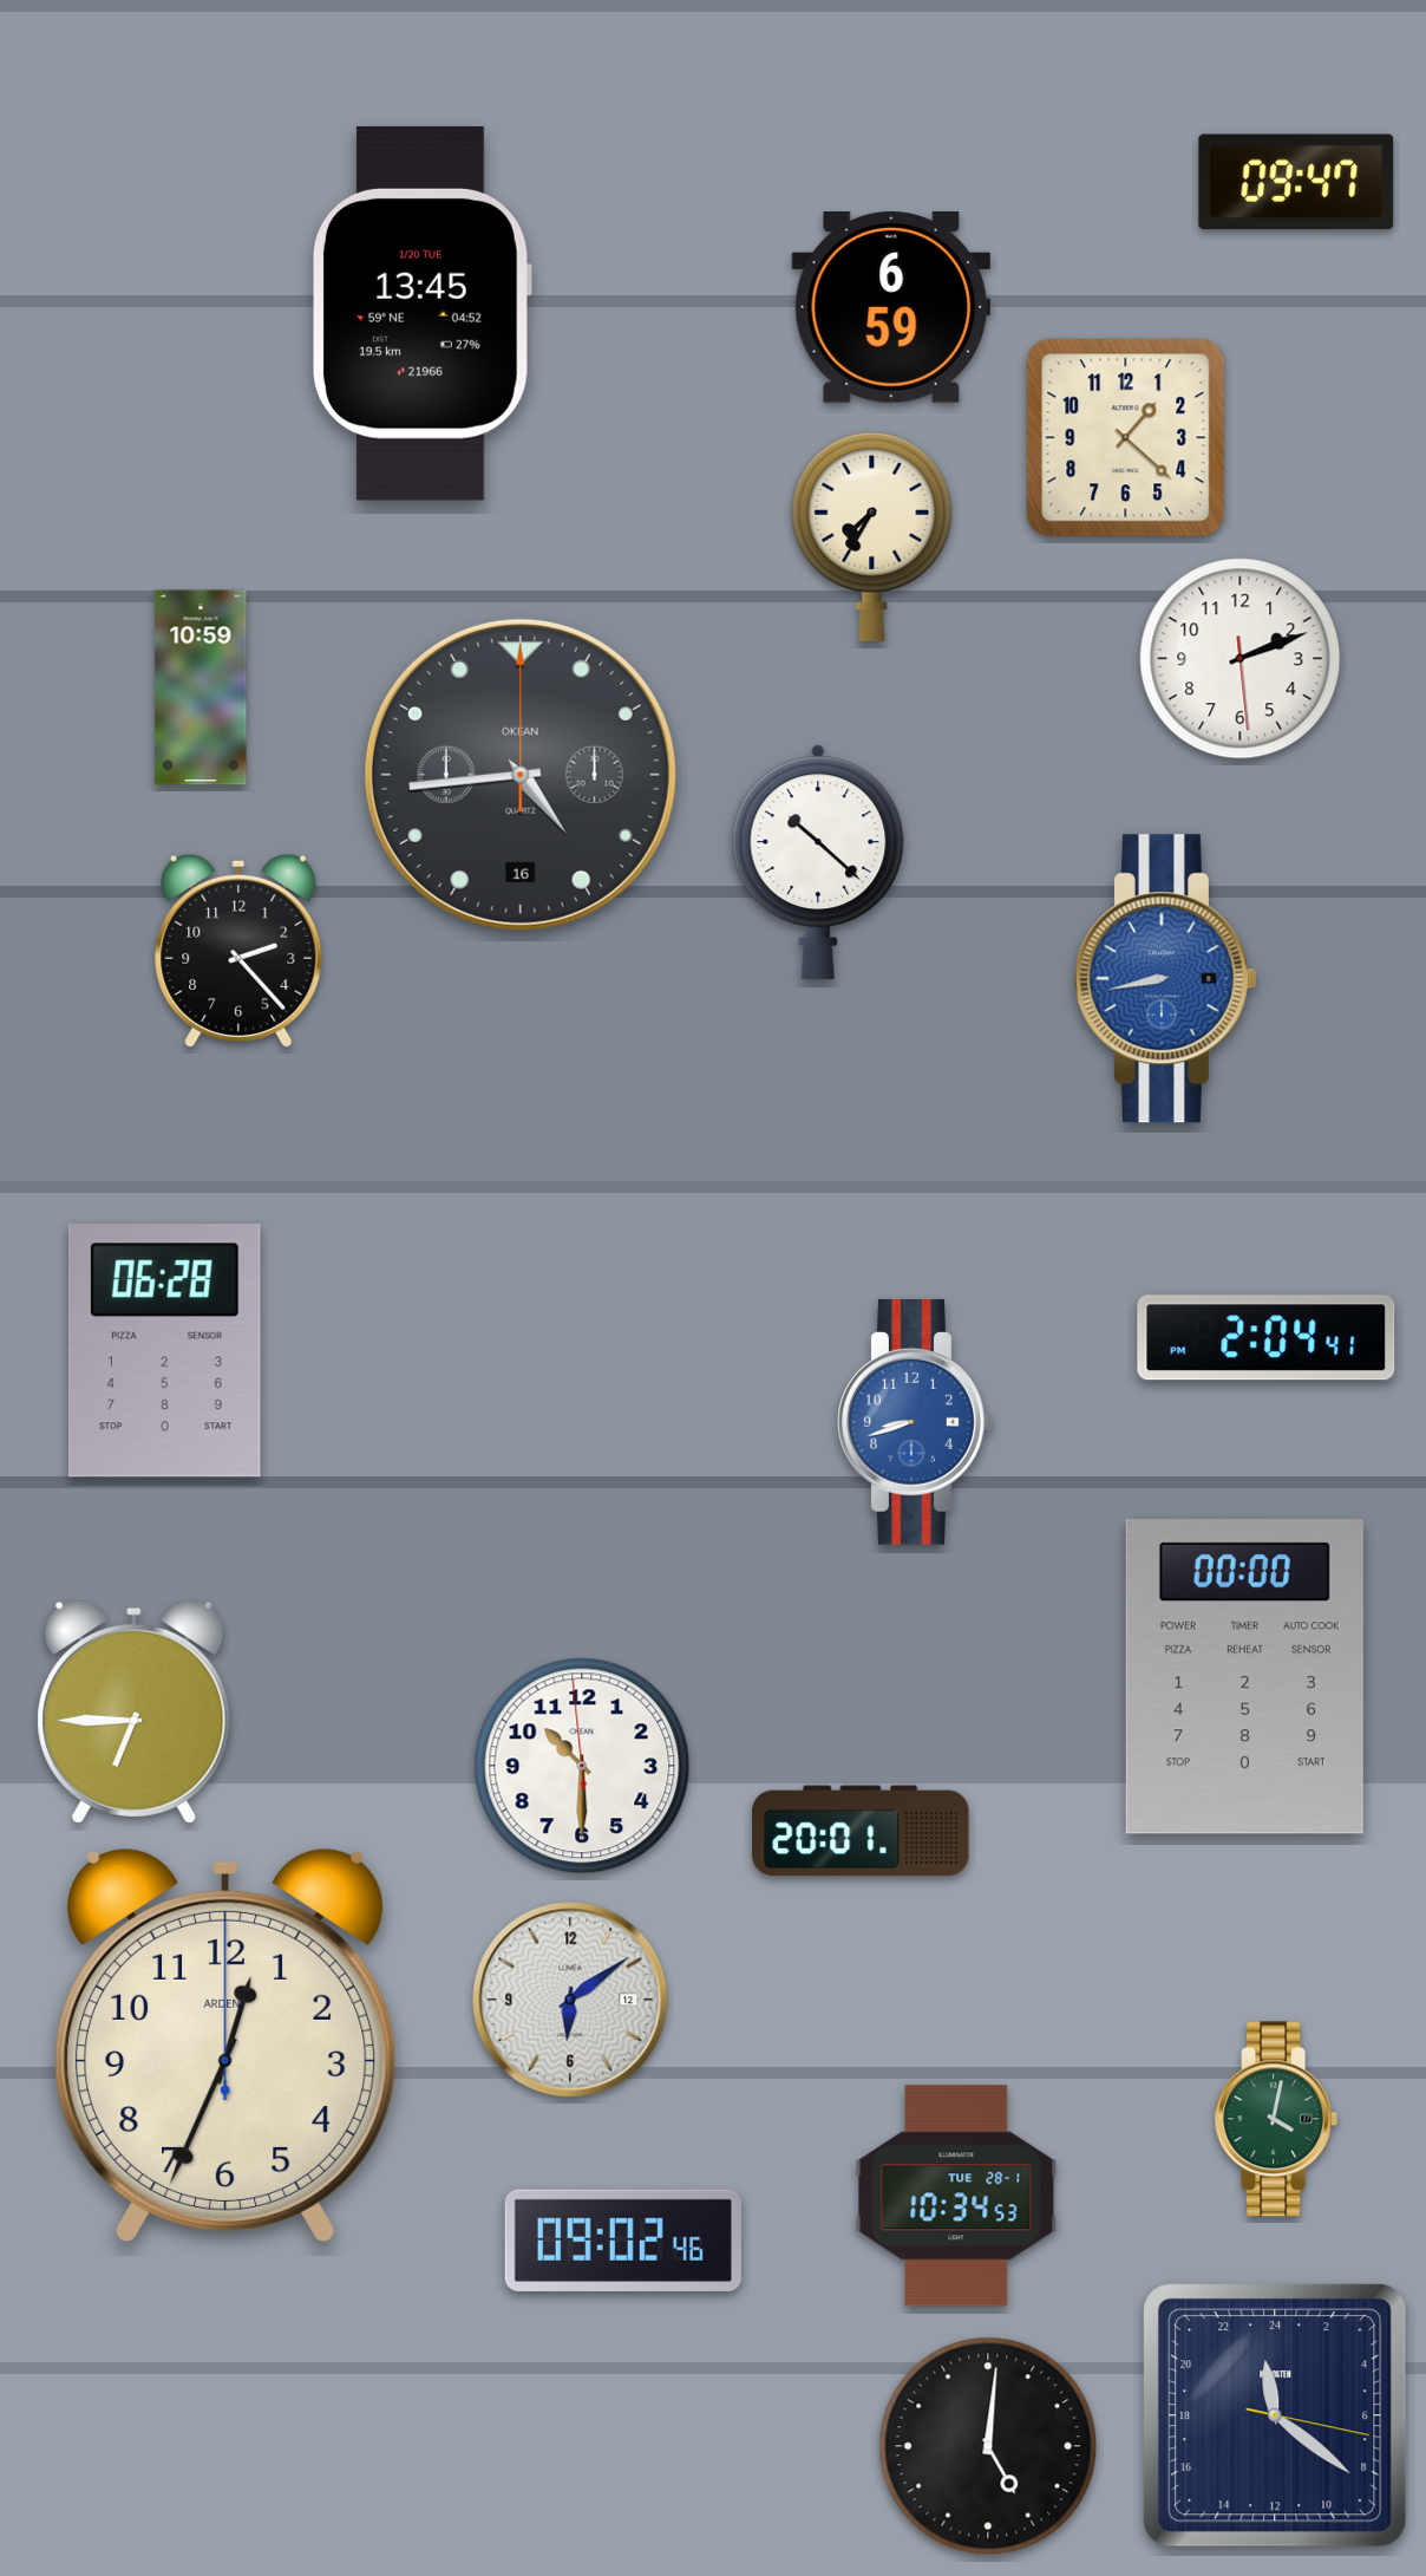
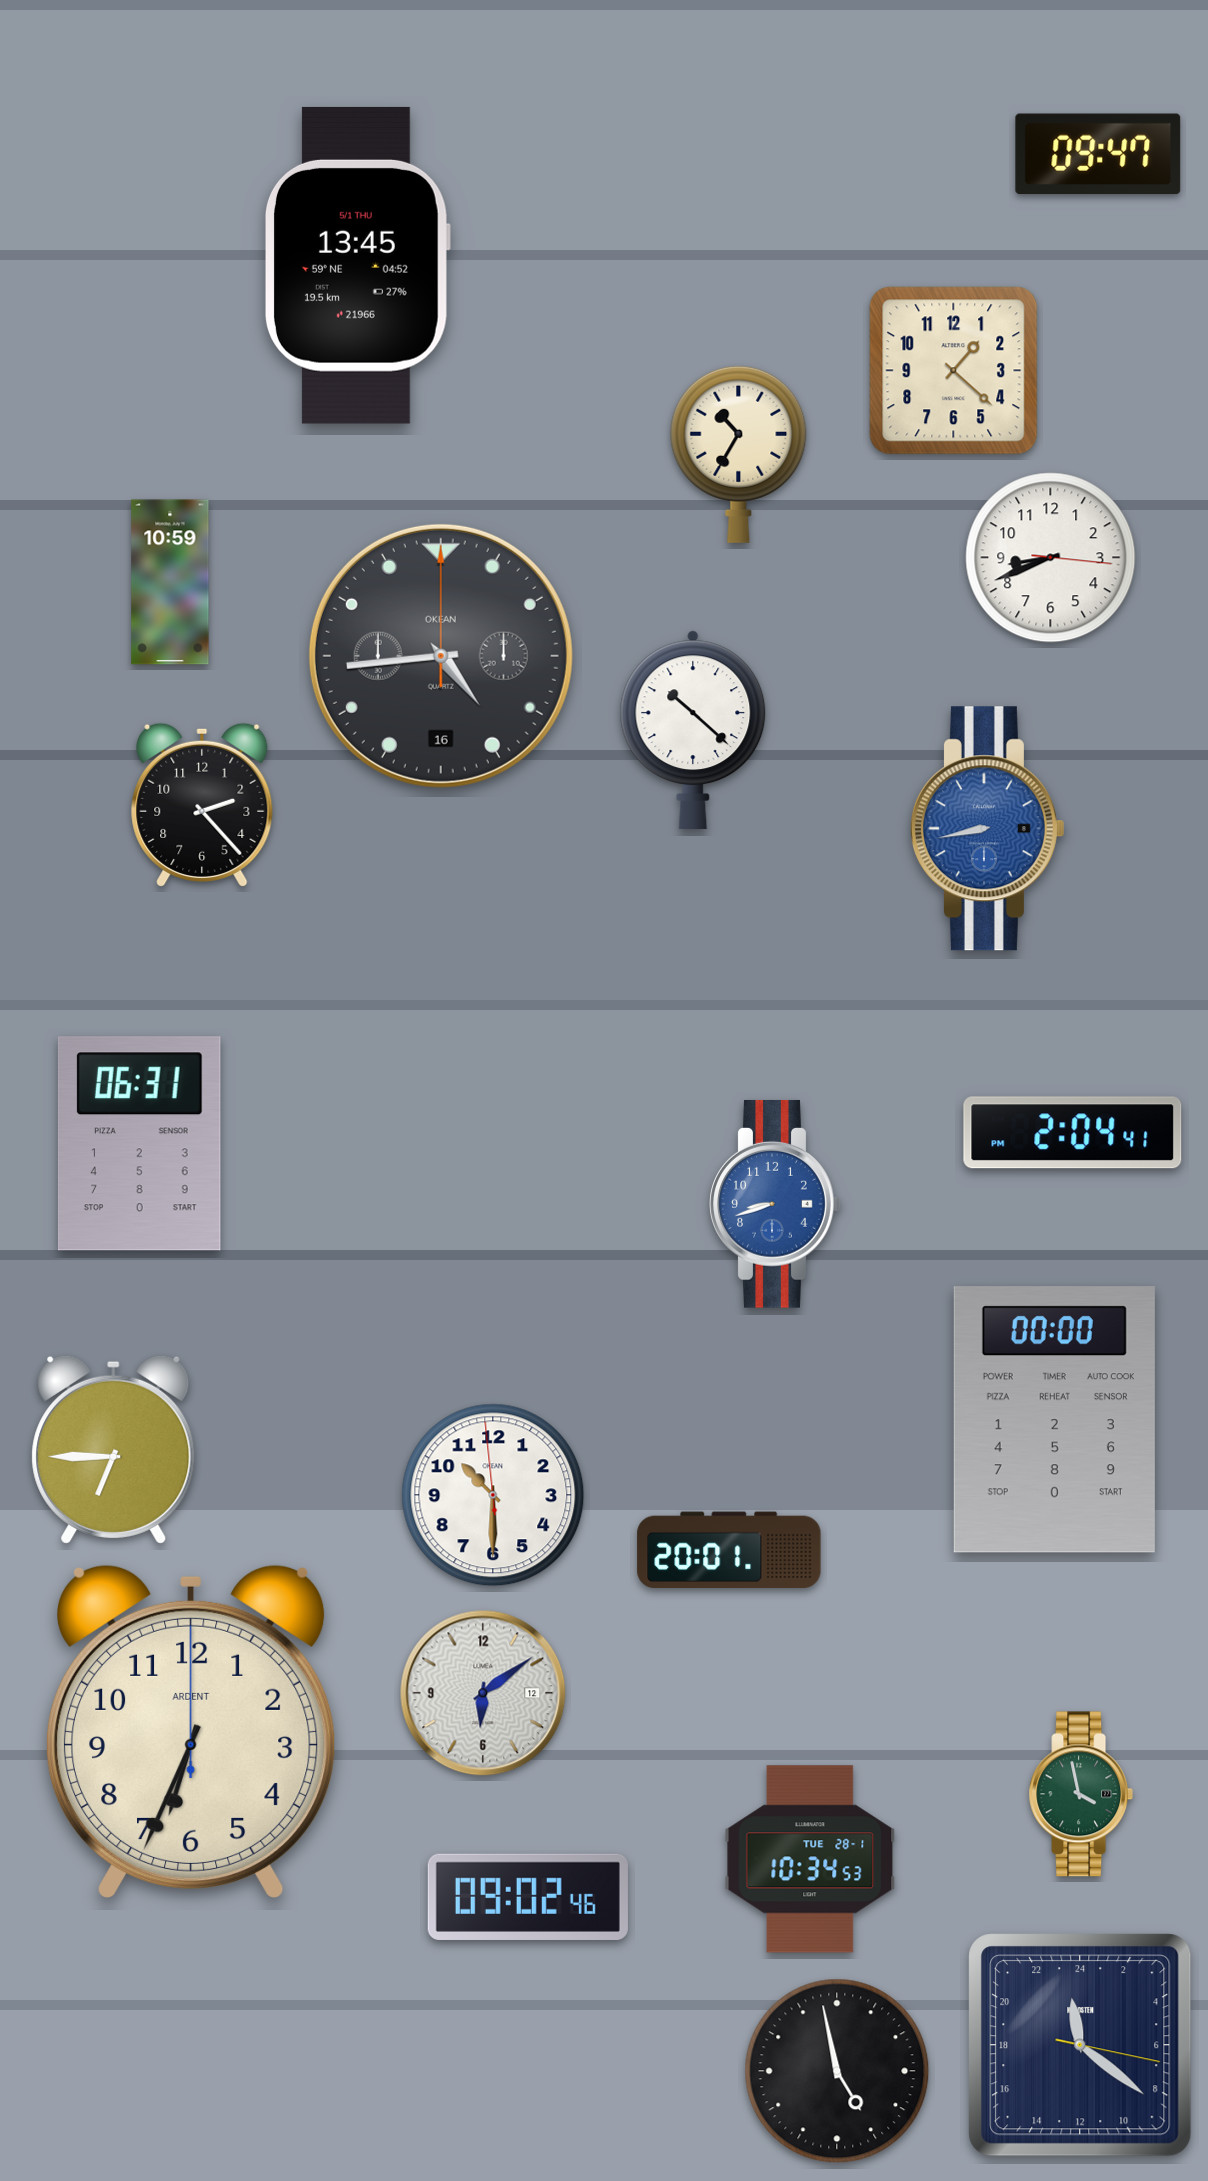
clock at (891, 308): 6:59 -> none
clock at (423, 313) date: 1/20 TUE -> 5/1 THU
clock at (872, 536): 7:35 -> 10:35
clock at (1241, 659): 2:11 -> 8:41
clock at (164, 1351): 06:28 -> 06:31
clock at (227, 2045): 12:34 -> 6:34
clock at (1276, 2119): 4:02 -> 3:58
clock at (988, 2446): 5:01 -> 4:58
